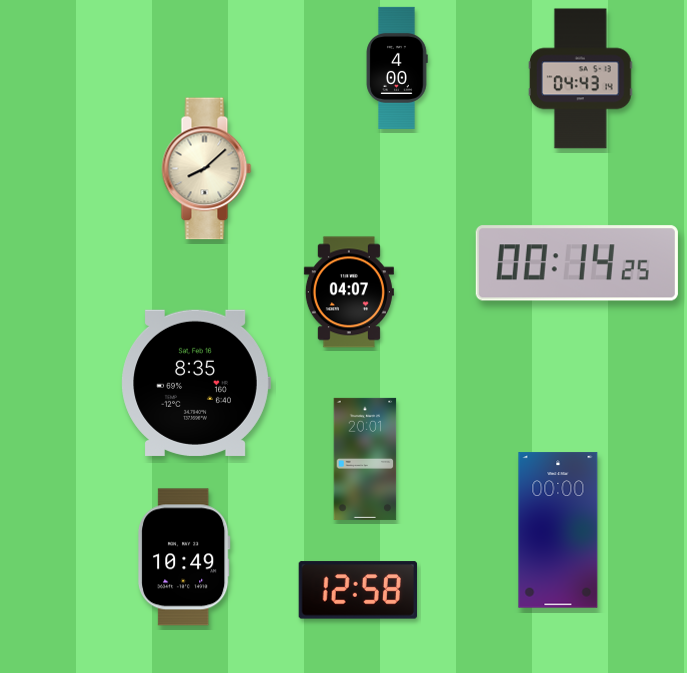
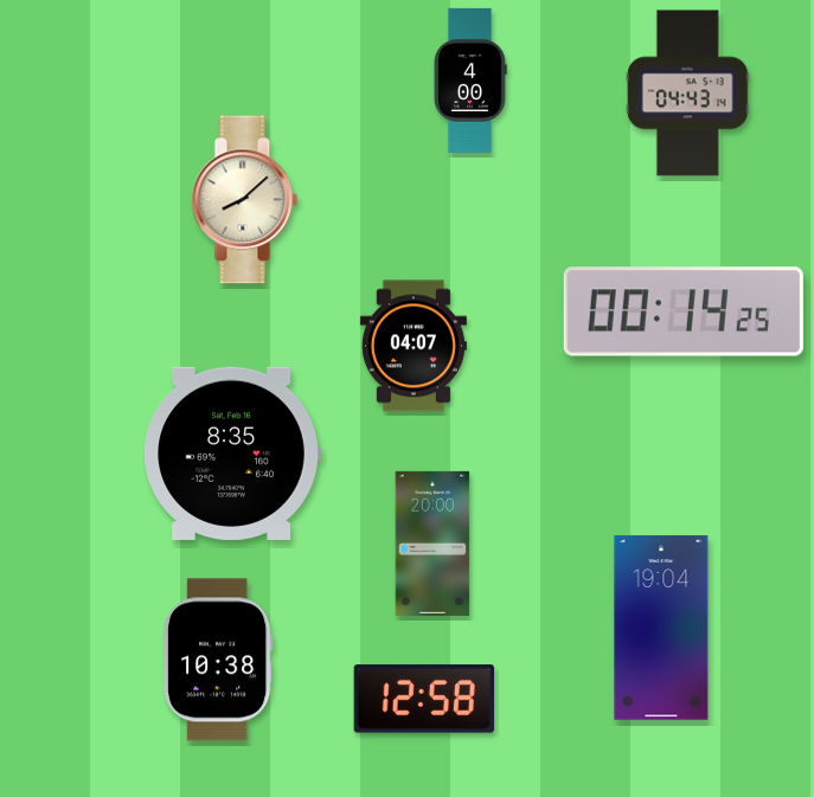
clock at (365, 459): 20:01 -> 20:00
clock at (558, 530): 00:00 -> 19:04
clock at (184, 557): 10:49 -> 10:38
